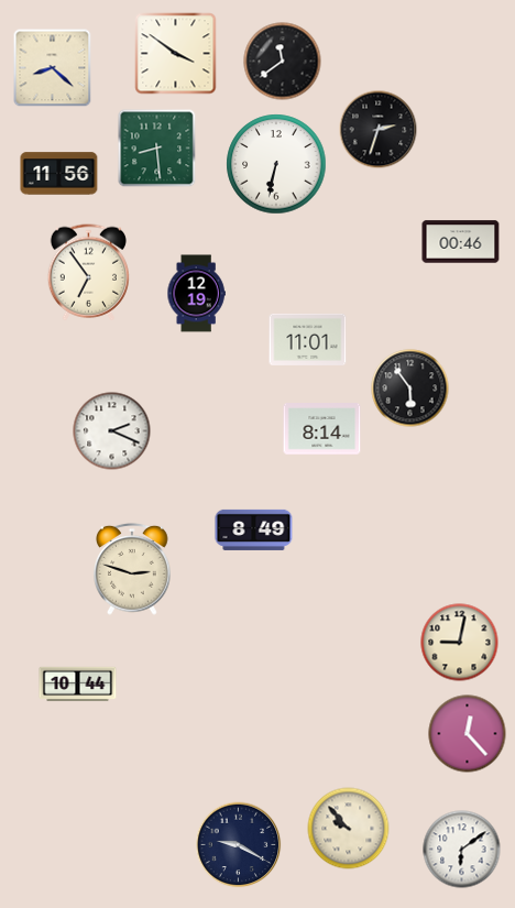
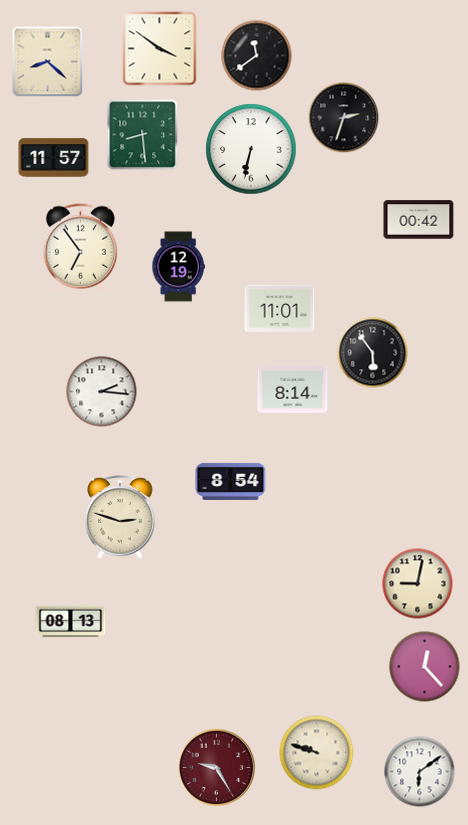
clock at (59, 174): 11:56 -> 11:57
clock at (461, 242): 00:46 -> 00:42
clock at (112, 431): 2:19 -> 2:16
clock at (254, 529): 8:49 -> 8:54
clock at (78, 685): 10:44 -> 08:13
clock at (349, 829): 9:53 -> 9:48
clock at (239, 845): 9:20 -> 9:25
clock at (239, 845) dial: navy -> burgundy
